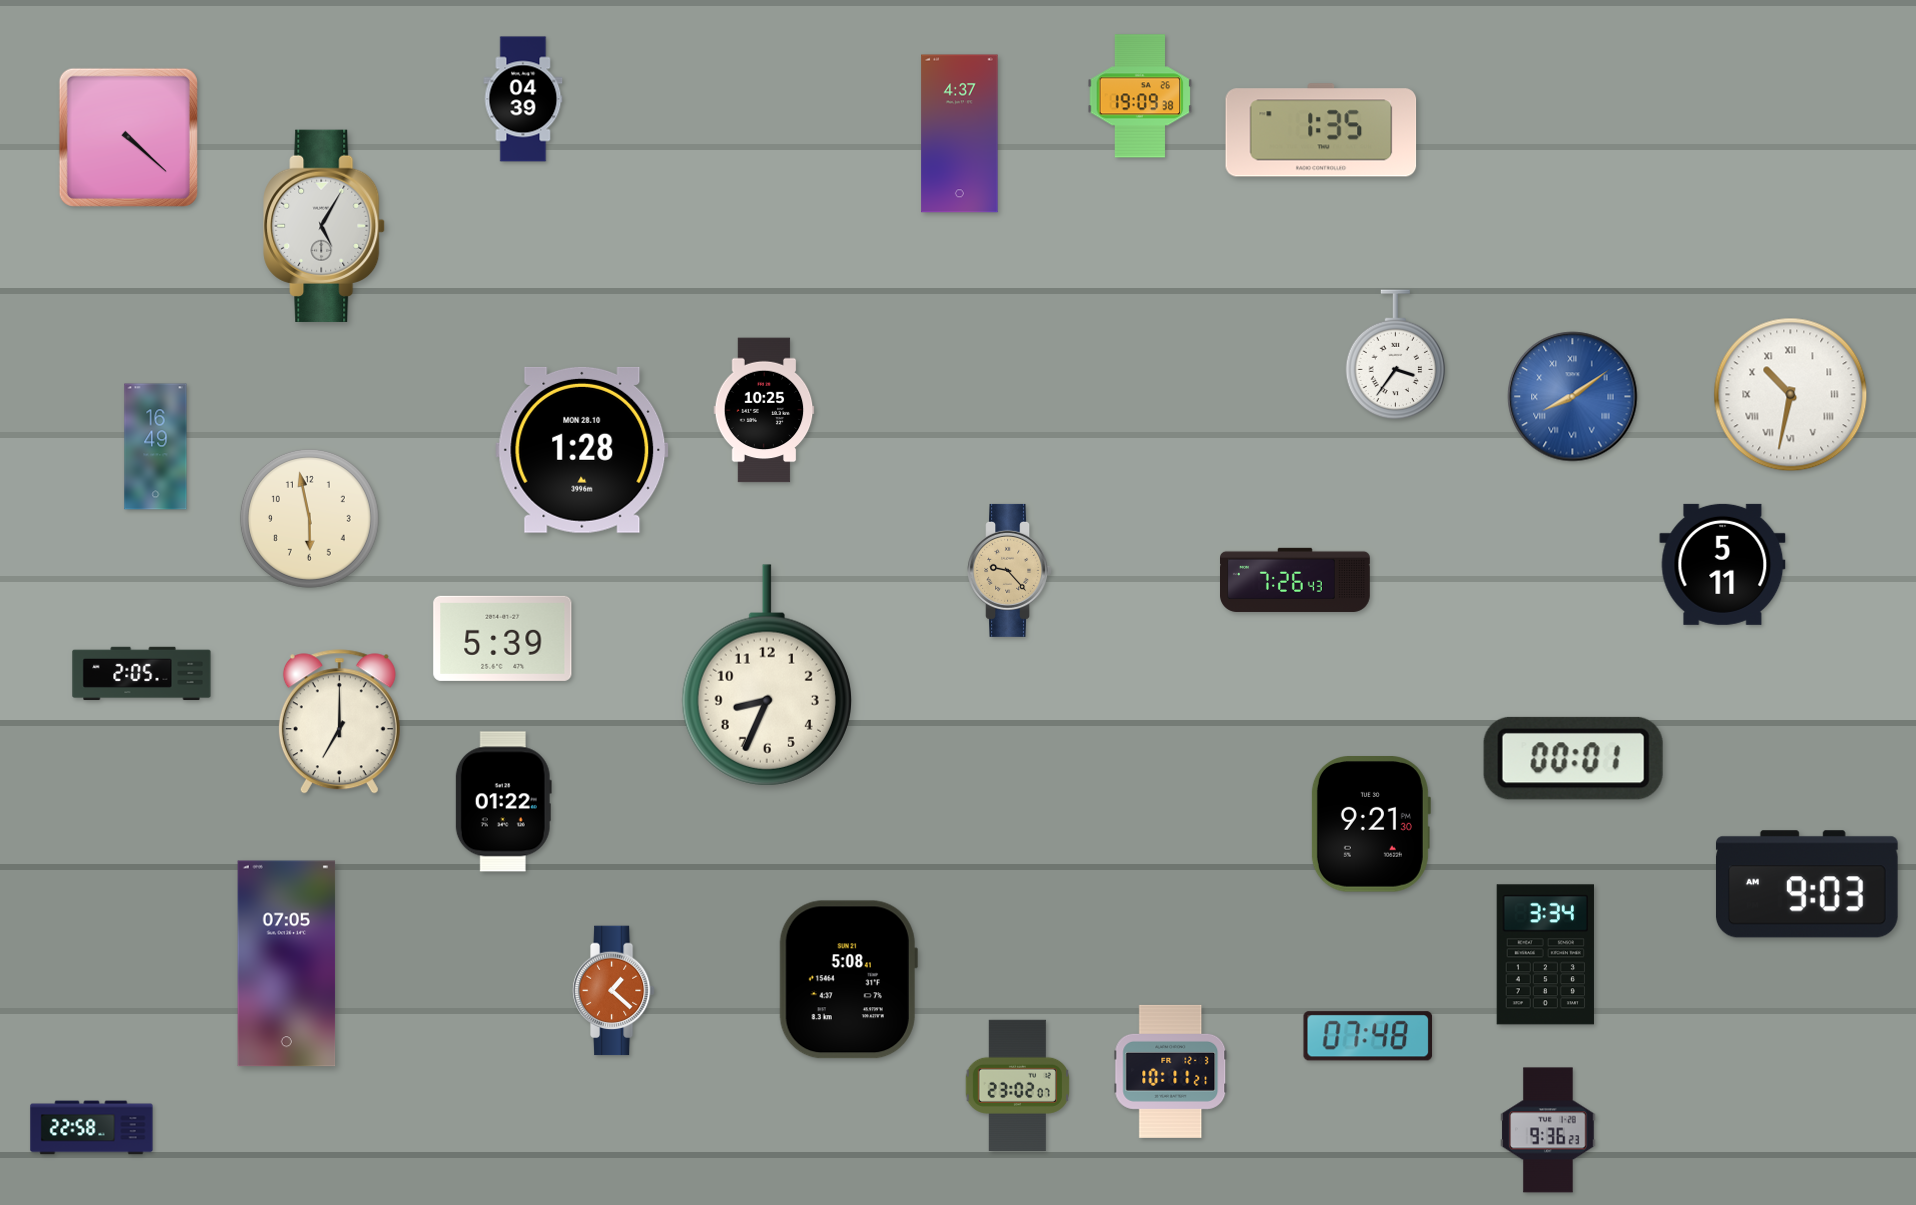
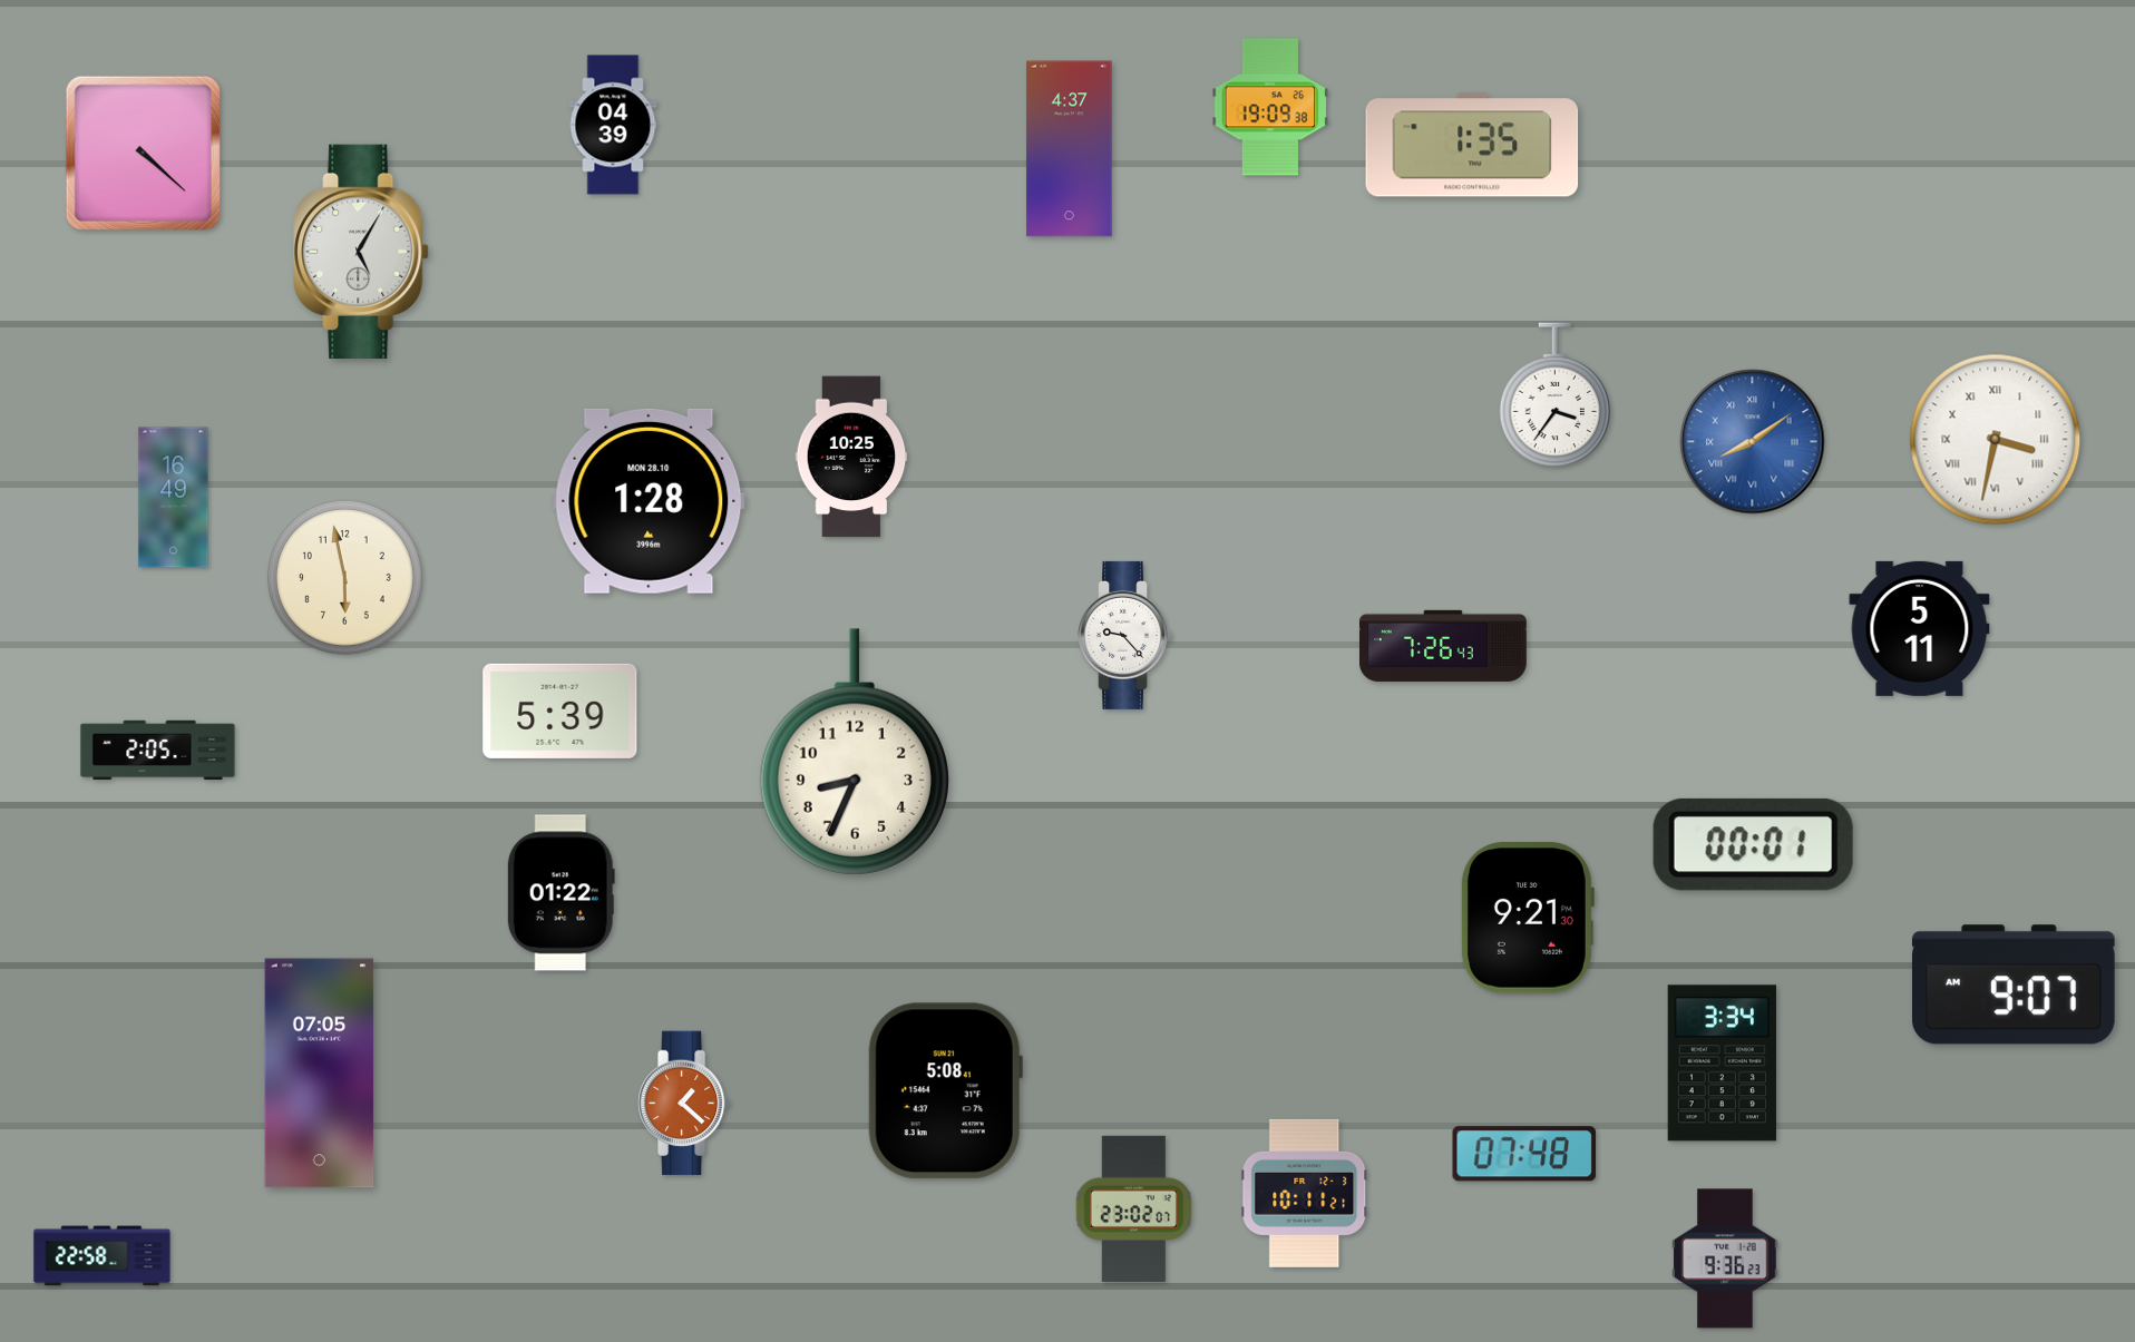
clock at (523, 99) position: (523, 99) -> (613, 125)
clock at (1791, 395): 10:32 -> 3:32
clock at (1010, 570) dial: champagne -> white
clock at (339, 722): 7:00 -> none
clock at (1807, 884): 9:03 -> 9:07
